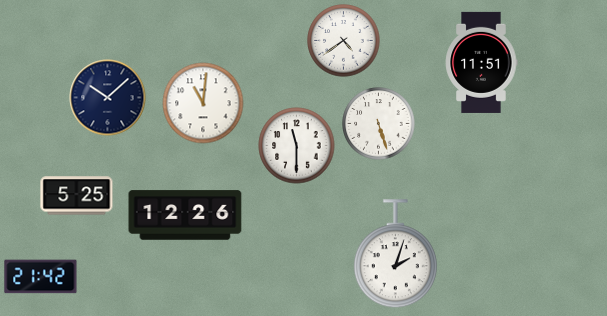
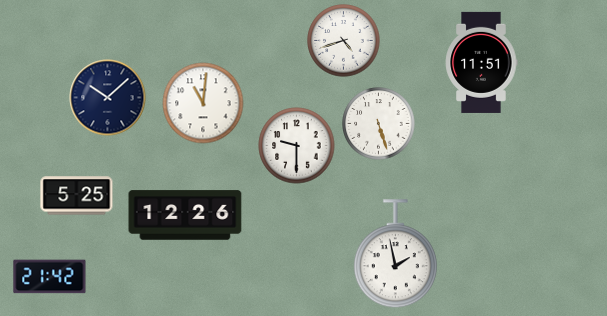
clock at (344, 41): 4:39 -> 4:42
clock at (297, 146): 11:30 -> 9:30
clock at (395, 254): 2:03 -> 1:58
clock at (41, 277) position: (41, 277) -> (50, 277)
